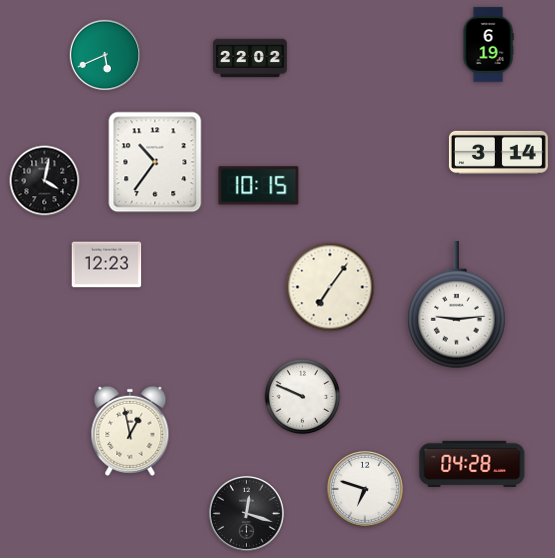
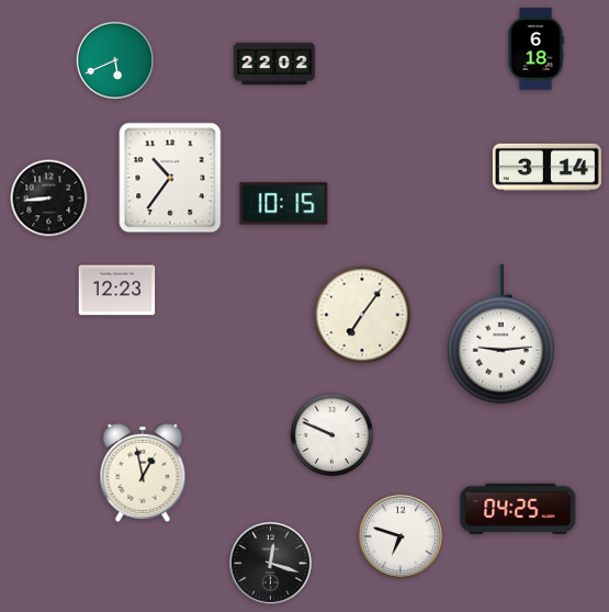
clock at (488, 45): 6:19 -> 6:18
clock at (45, 181): 4:02 -> 8:44
clock at (472, 464): 04:28 -> 04:25
